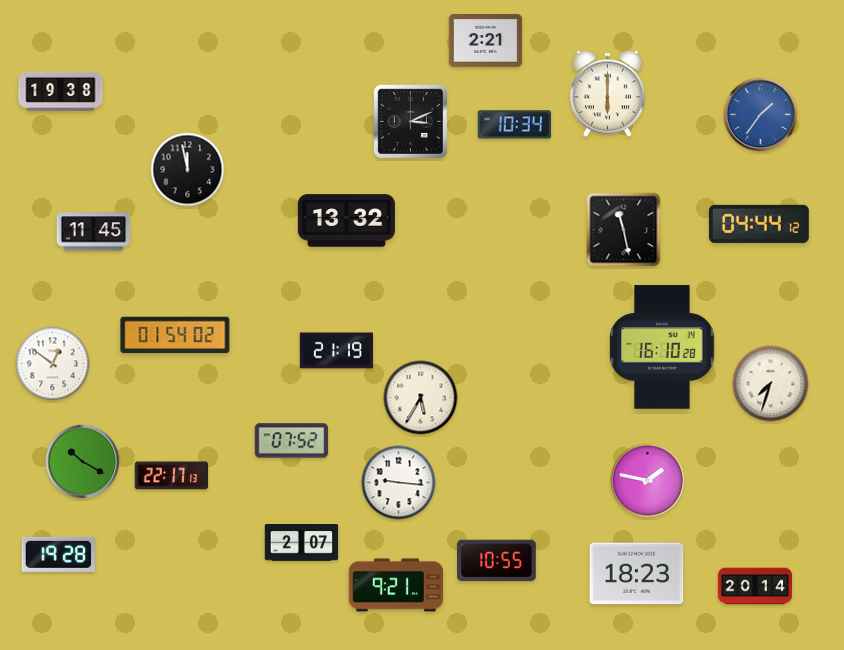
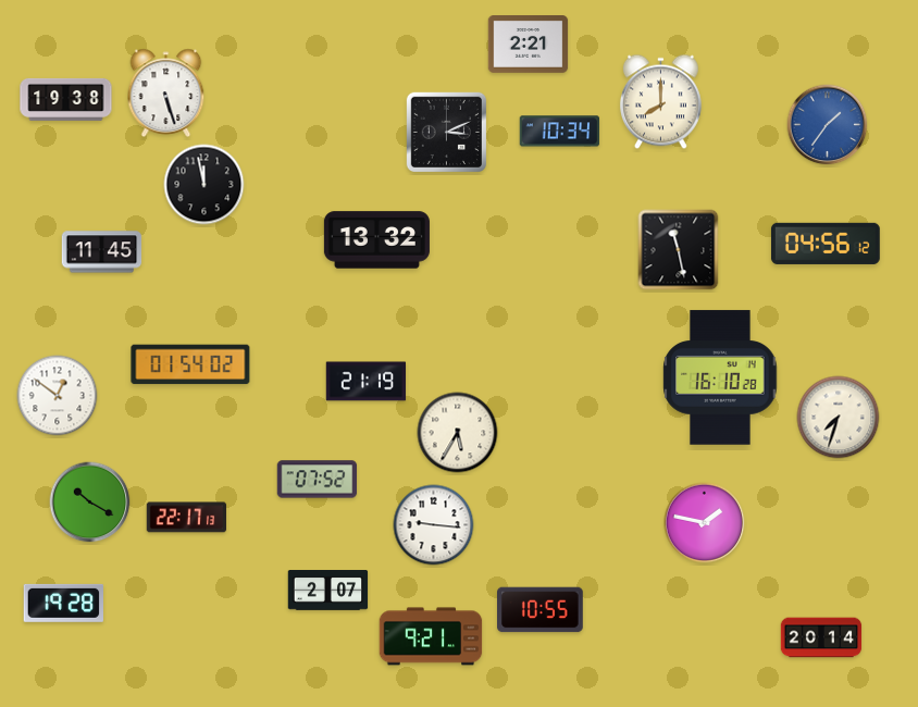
clock at (166, 92): none -> 5:27
clock at (607, 94): 6:00 -> 8:00
clock at (515, 125) position: (515, 125) -> (560, 132)
clock at (759, 224): 04:44 -> 04:56
clock at (637, 574): 18:23 -> none
